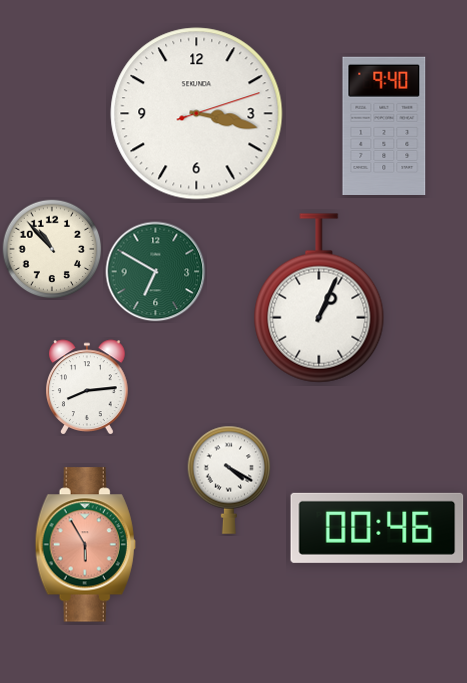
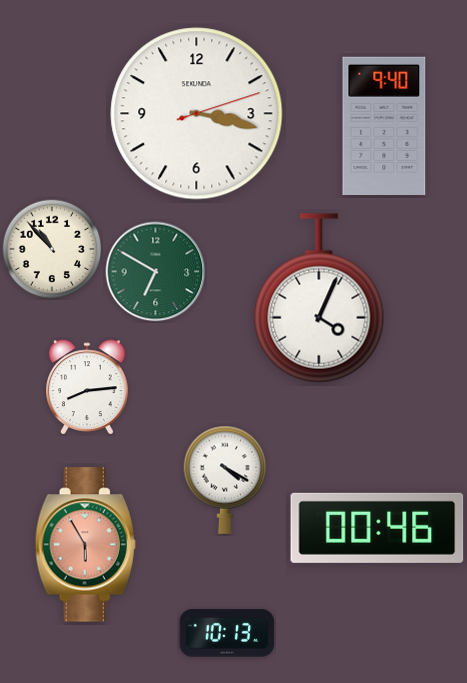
clock at (319, 298): 1:04 -> 4:04
clock at (229, 480) position: (229, 480) -> (225, 480)
clock at (227, 633): none -> 10:13
